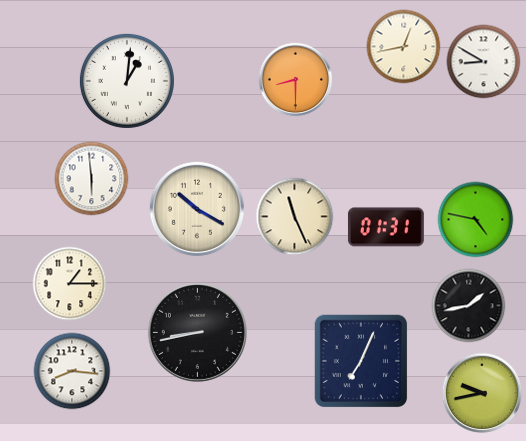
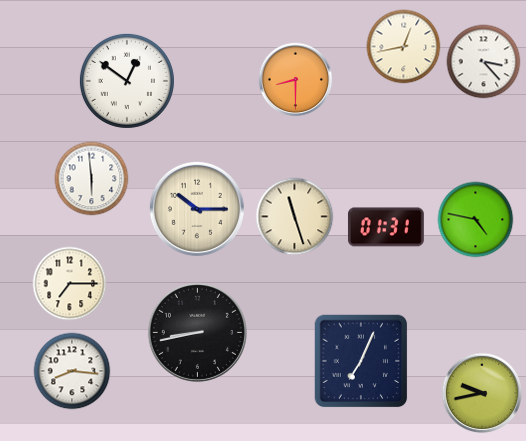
clock at (484, 62): 8:50 -> 3:23
clock at (127, 81): 1:01 -> 12:51
clock at (197, 209): 10:20 -> 10:15
clock at (295, 217): 11:26 -> 11:27
clock at (70, 284): 1:15 -> 7:15
clock at (469, 306): 1:43 -> none
